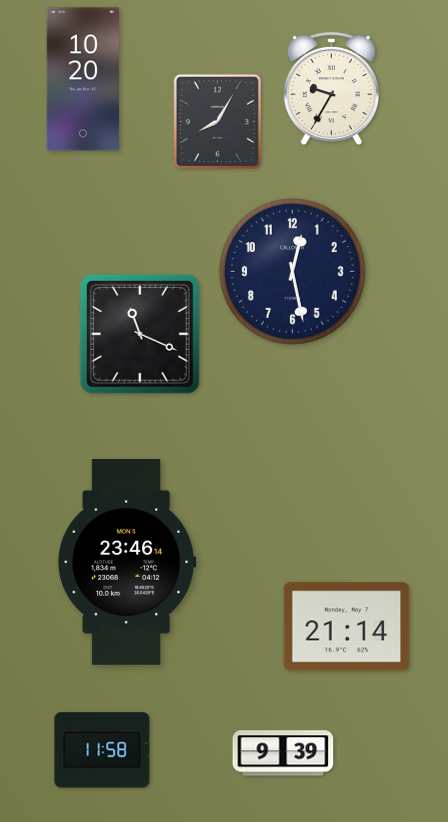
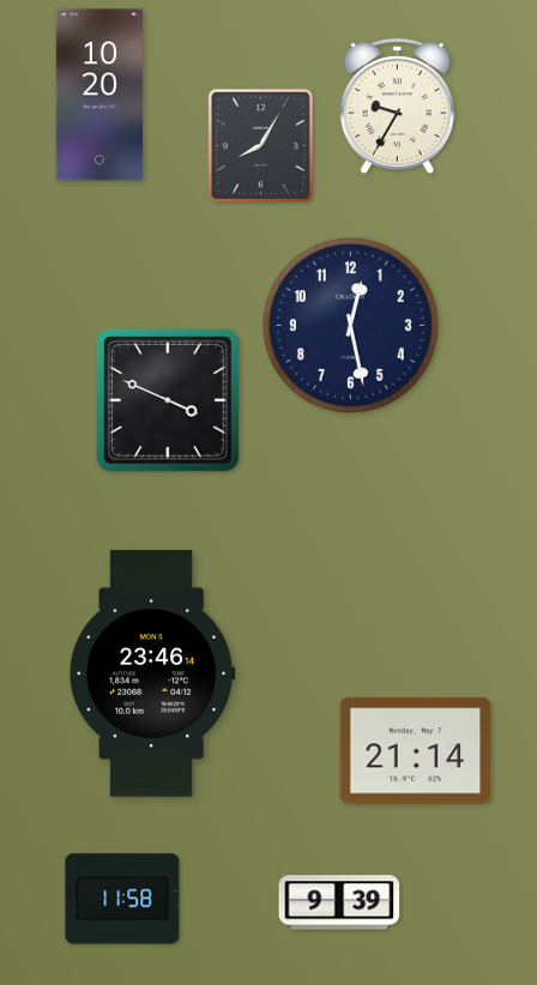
clock at (140, 334): 11:19 -> 3:49
